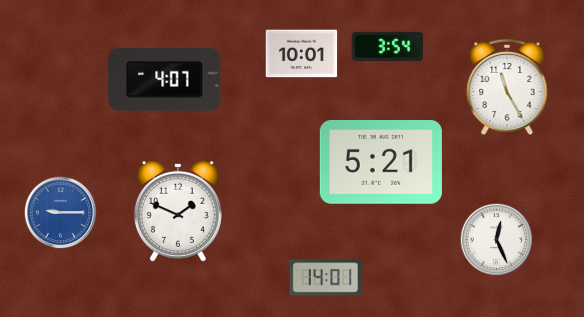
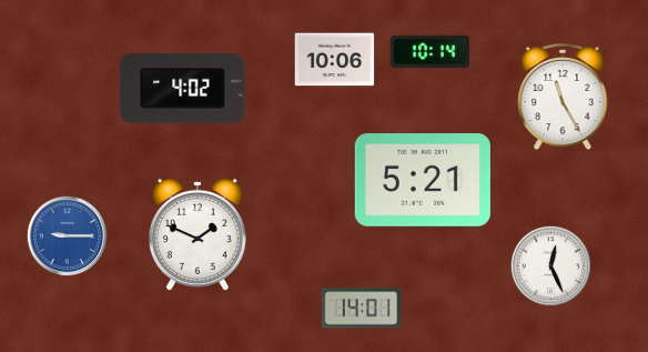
clock at (388, 47): 3:54 -> 10:14
clock at (302, 54): 10:01 -> 10:06
clock at (165, 79): 4:07 -> 4:02
